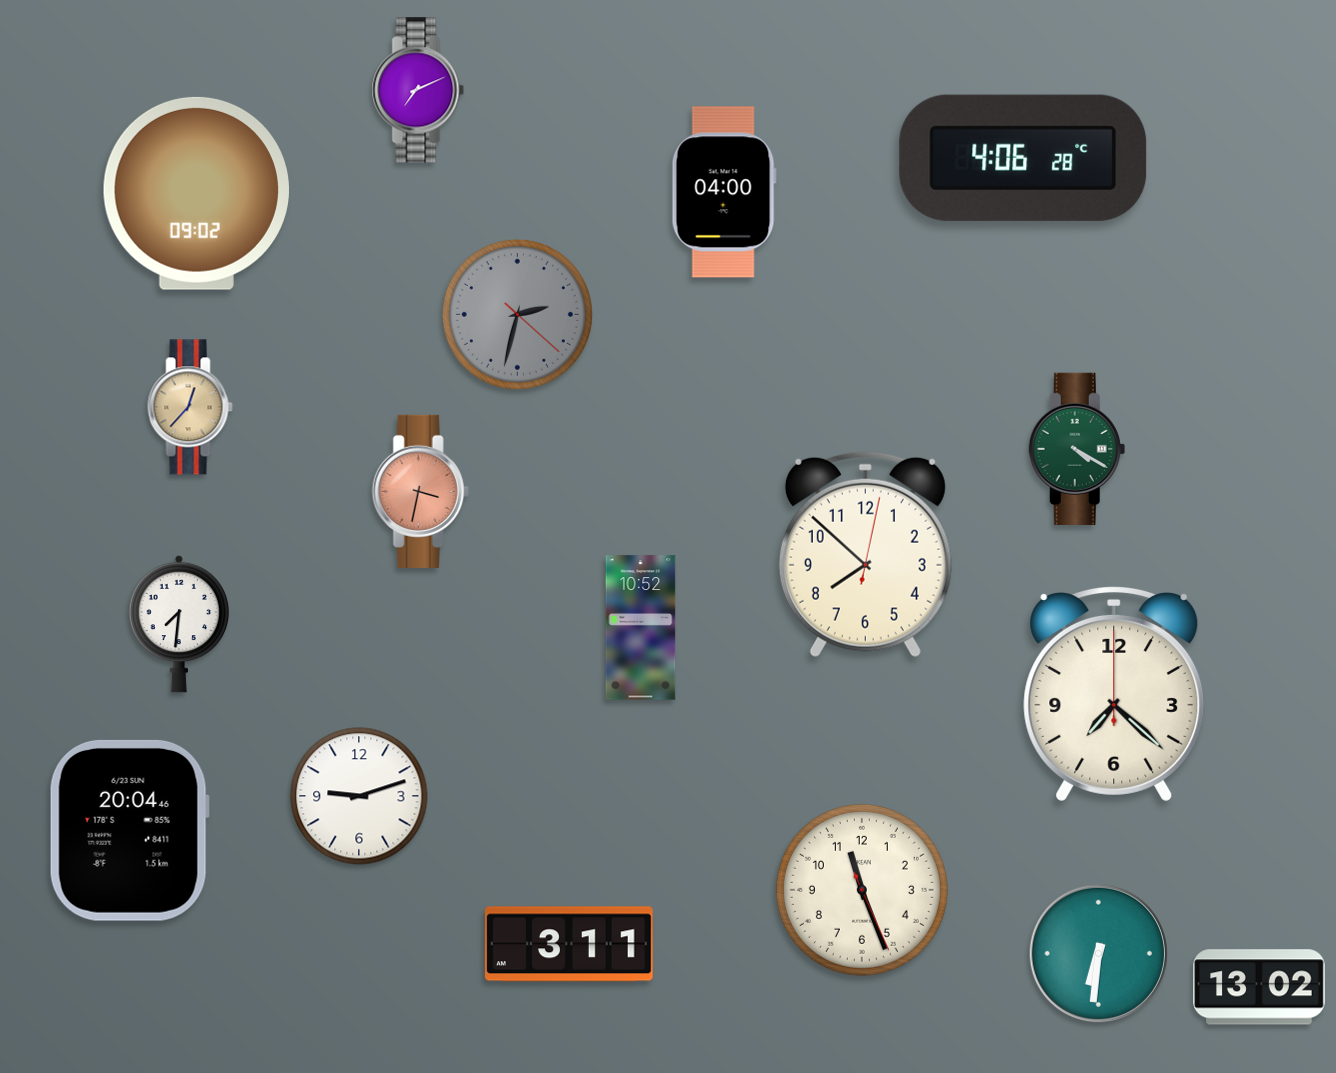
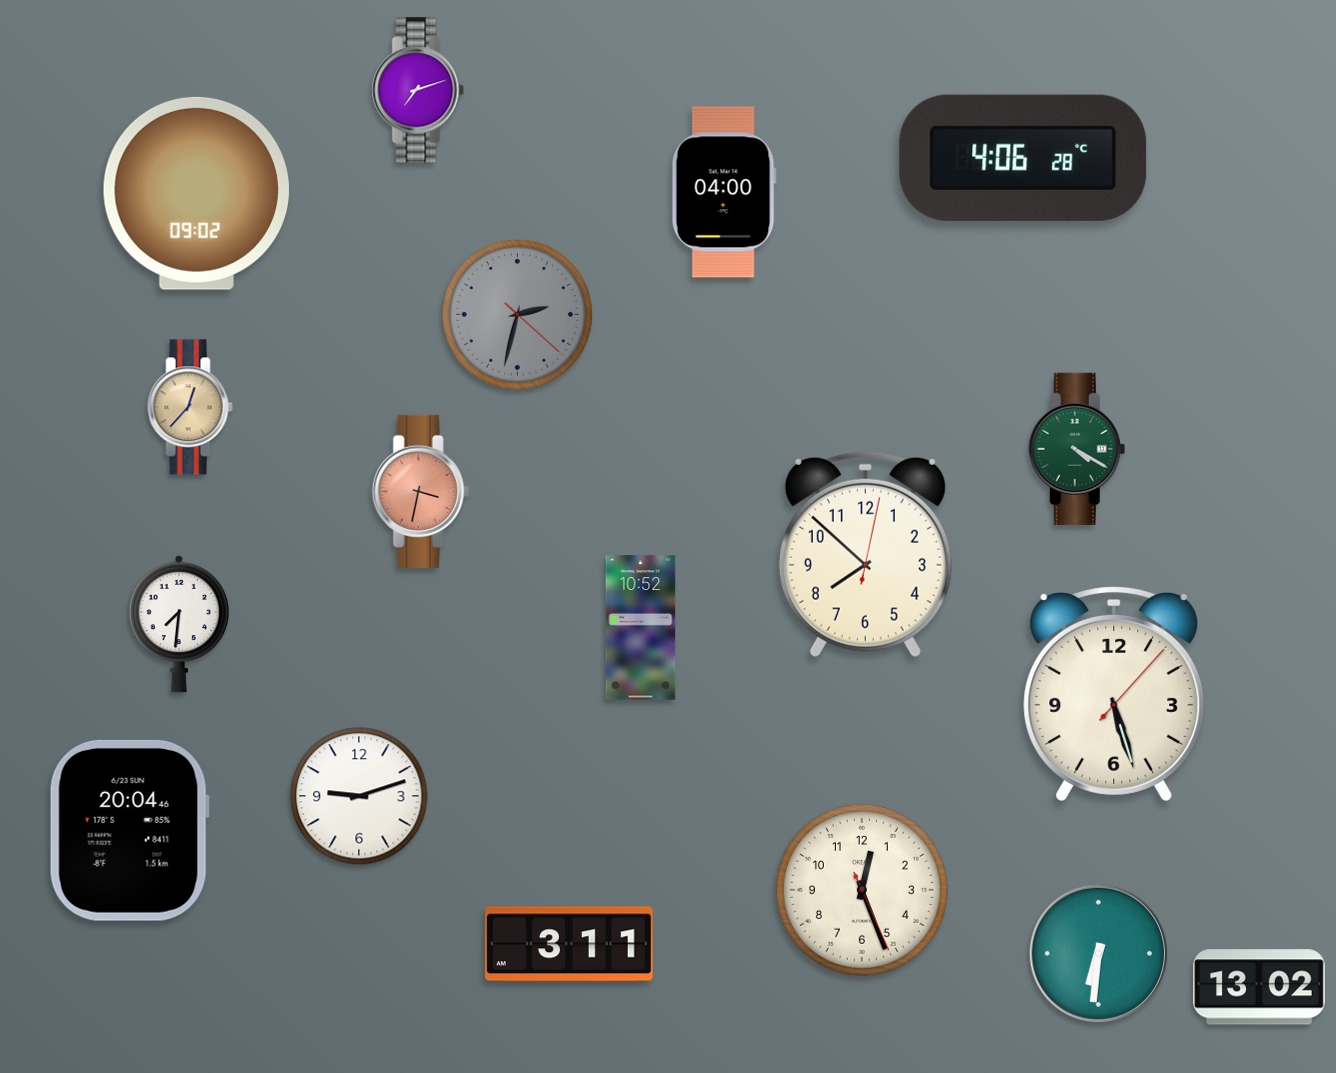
clock at (418, 90): 7:11 -> 7:12
clock at (1114, 695): 7:22 -> 5:27
clock at (862, 890): 11:26 -> 12:26
